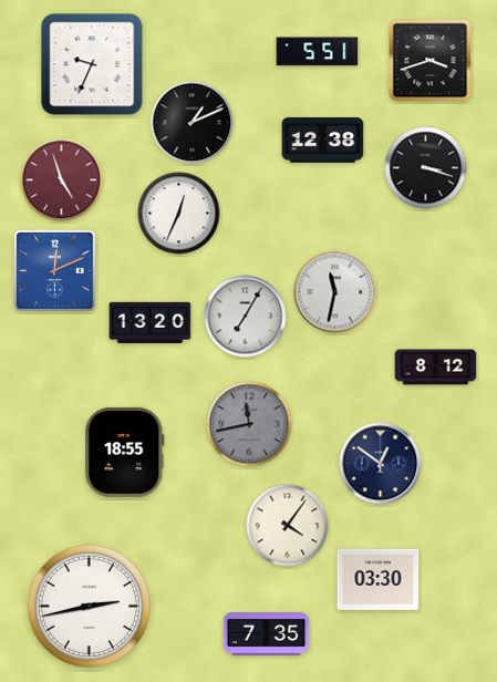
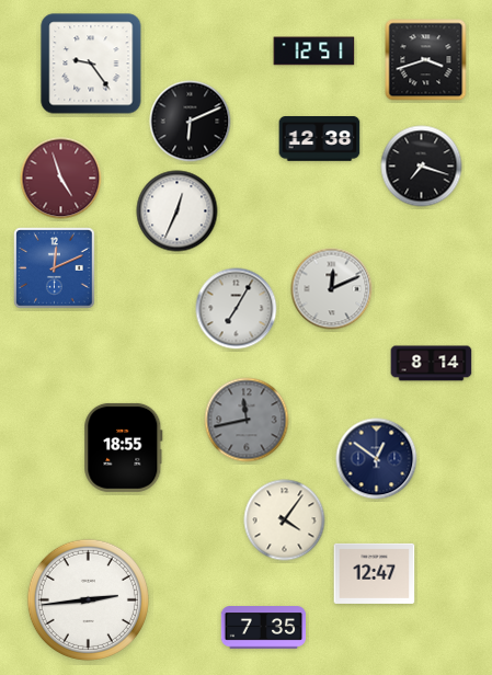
clock at (318, 52): 5:51 -> 12:51
clock at (92, 64): 9:34 -> 9:24
clock at (193, 123): 1:11 -> 6:11
clock at (426, 168): 3:18 -> 7:18
clock at (335, 292): 11:32 -> 12:11
clock at (246, 317) position: (246, 317) -> (237, 309)
clock at (151, 322): 13:20 -> none
clock at (436, 368): 8:12 -> 8:14
clock at (379, 579): 03:30 -> 12:47
clock at (89, 606): 2:43 -> 2:44
